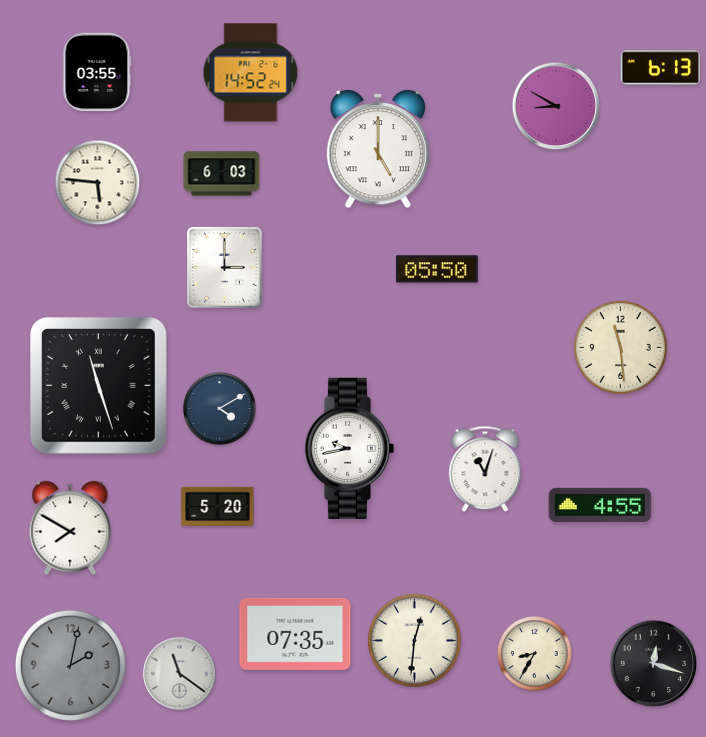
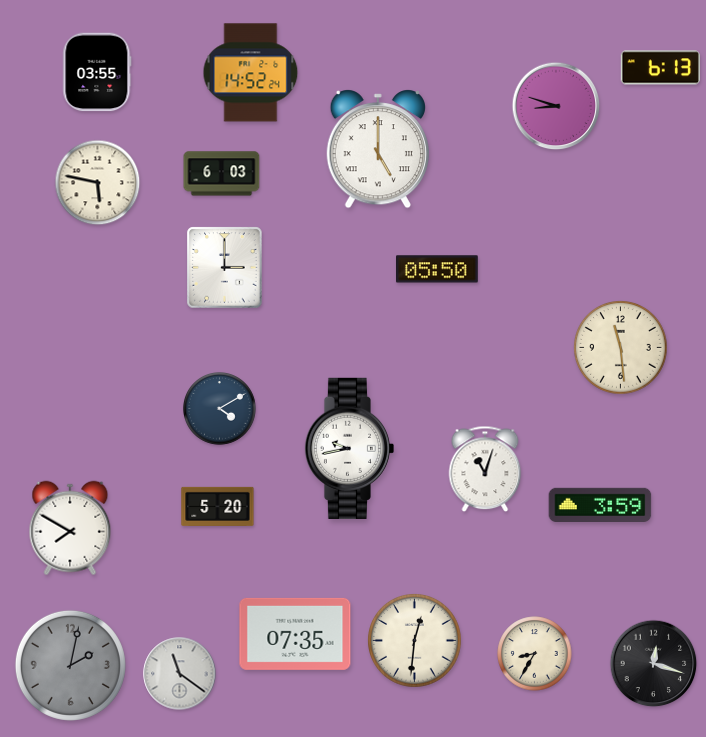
clock at (556, 106): 8:50 -> 8:48
clock at (98, 183): 5:46 -> 5:47
clock at (99, 386): 11:27 -> none
clock at (600, 505): 4:55 -> 3:59
